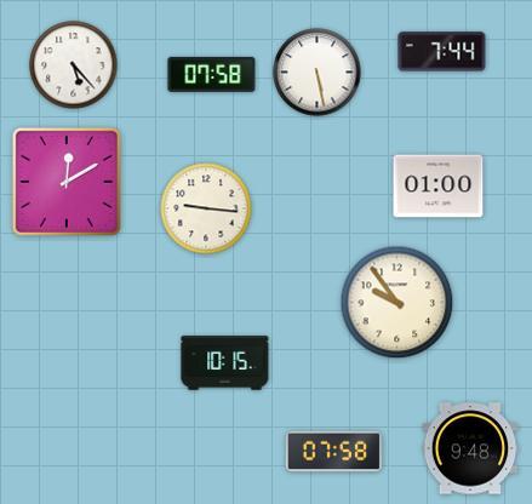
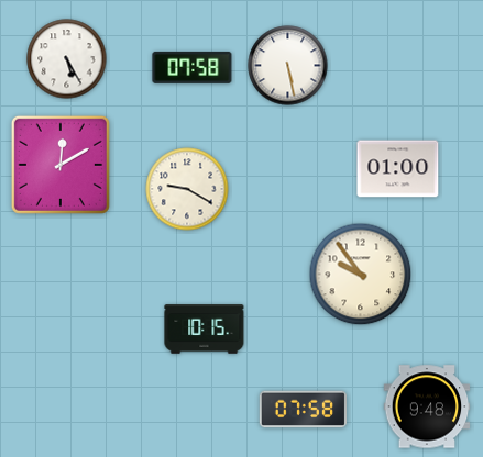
clock at (442, 52): 7:44 -> none
clock at (74, 65): 5:23 -> 5:25
clock at (206, 208): 9:16 -> 9:20
